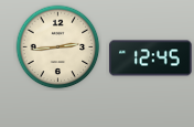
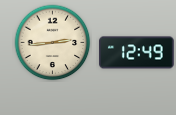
clock at (151, 59): 12:45 -> 12:49
